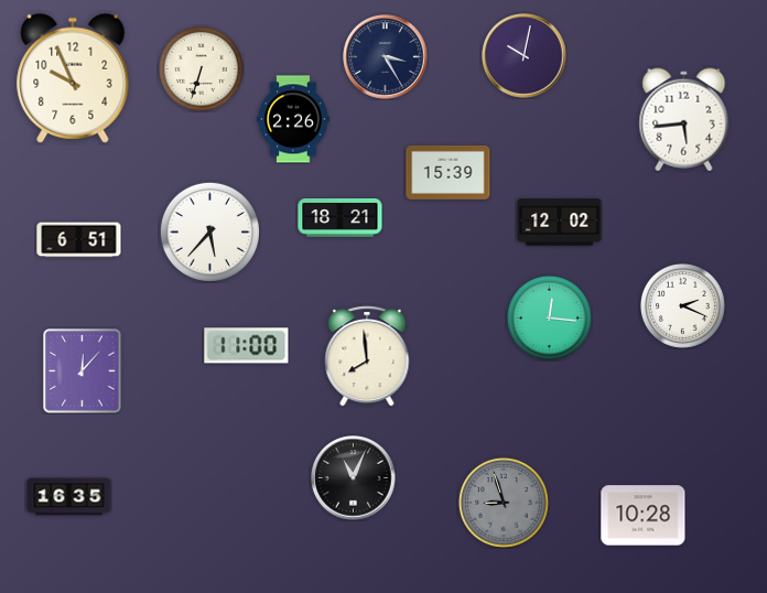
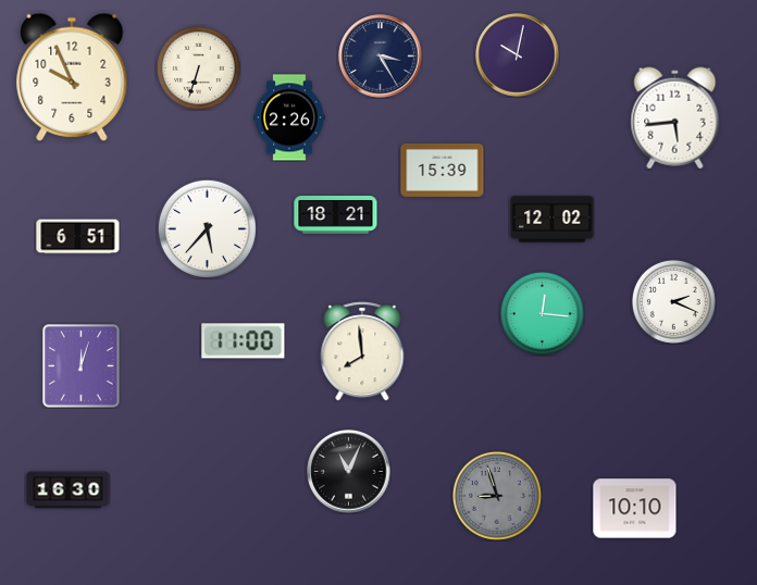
clock at (83, 371): 12:07 -> 12:03
clock at (69, 497): 16:35 -> 16:30
clock at (644, 516): 10:28 -> 10:10
